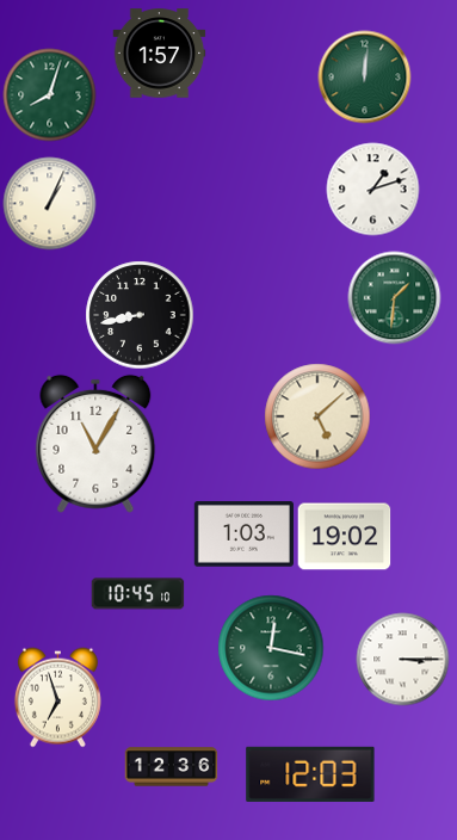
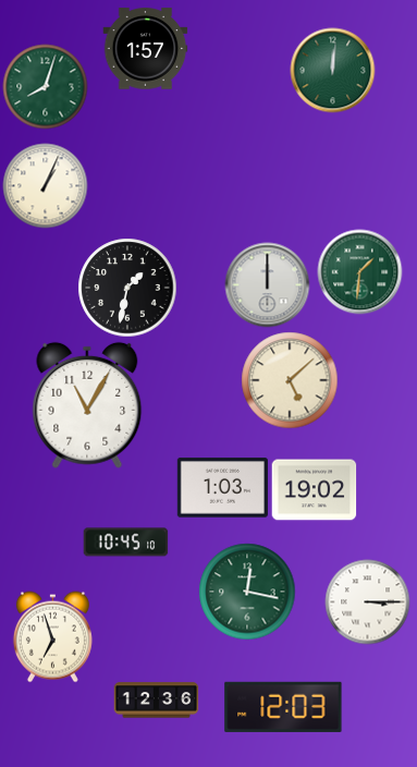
clock at (372, 189): 1:12 -> none
clock at (267, 284): none -> 12:00
clock at (140, 315): 8:43 -> 1:32
